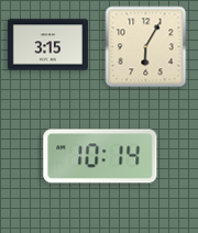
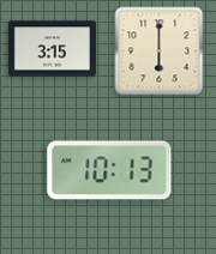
clock at (146, 47): 6:05 -> 6:00
clock at (100, 156): 10:14 -> 10:13
